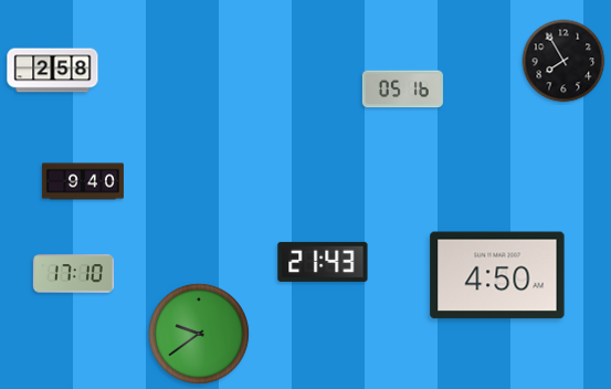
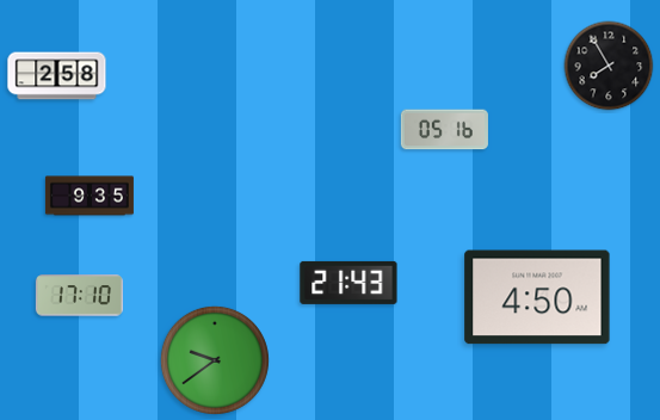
clock at (402, 90) position: (402, 90) -> (444, 130)
clock at (83, 181): 9:40 -> 9:35
